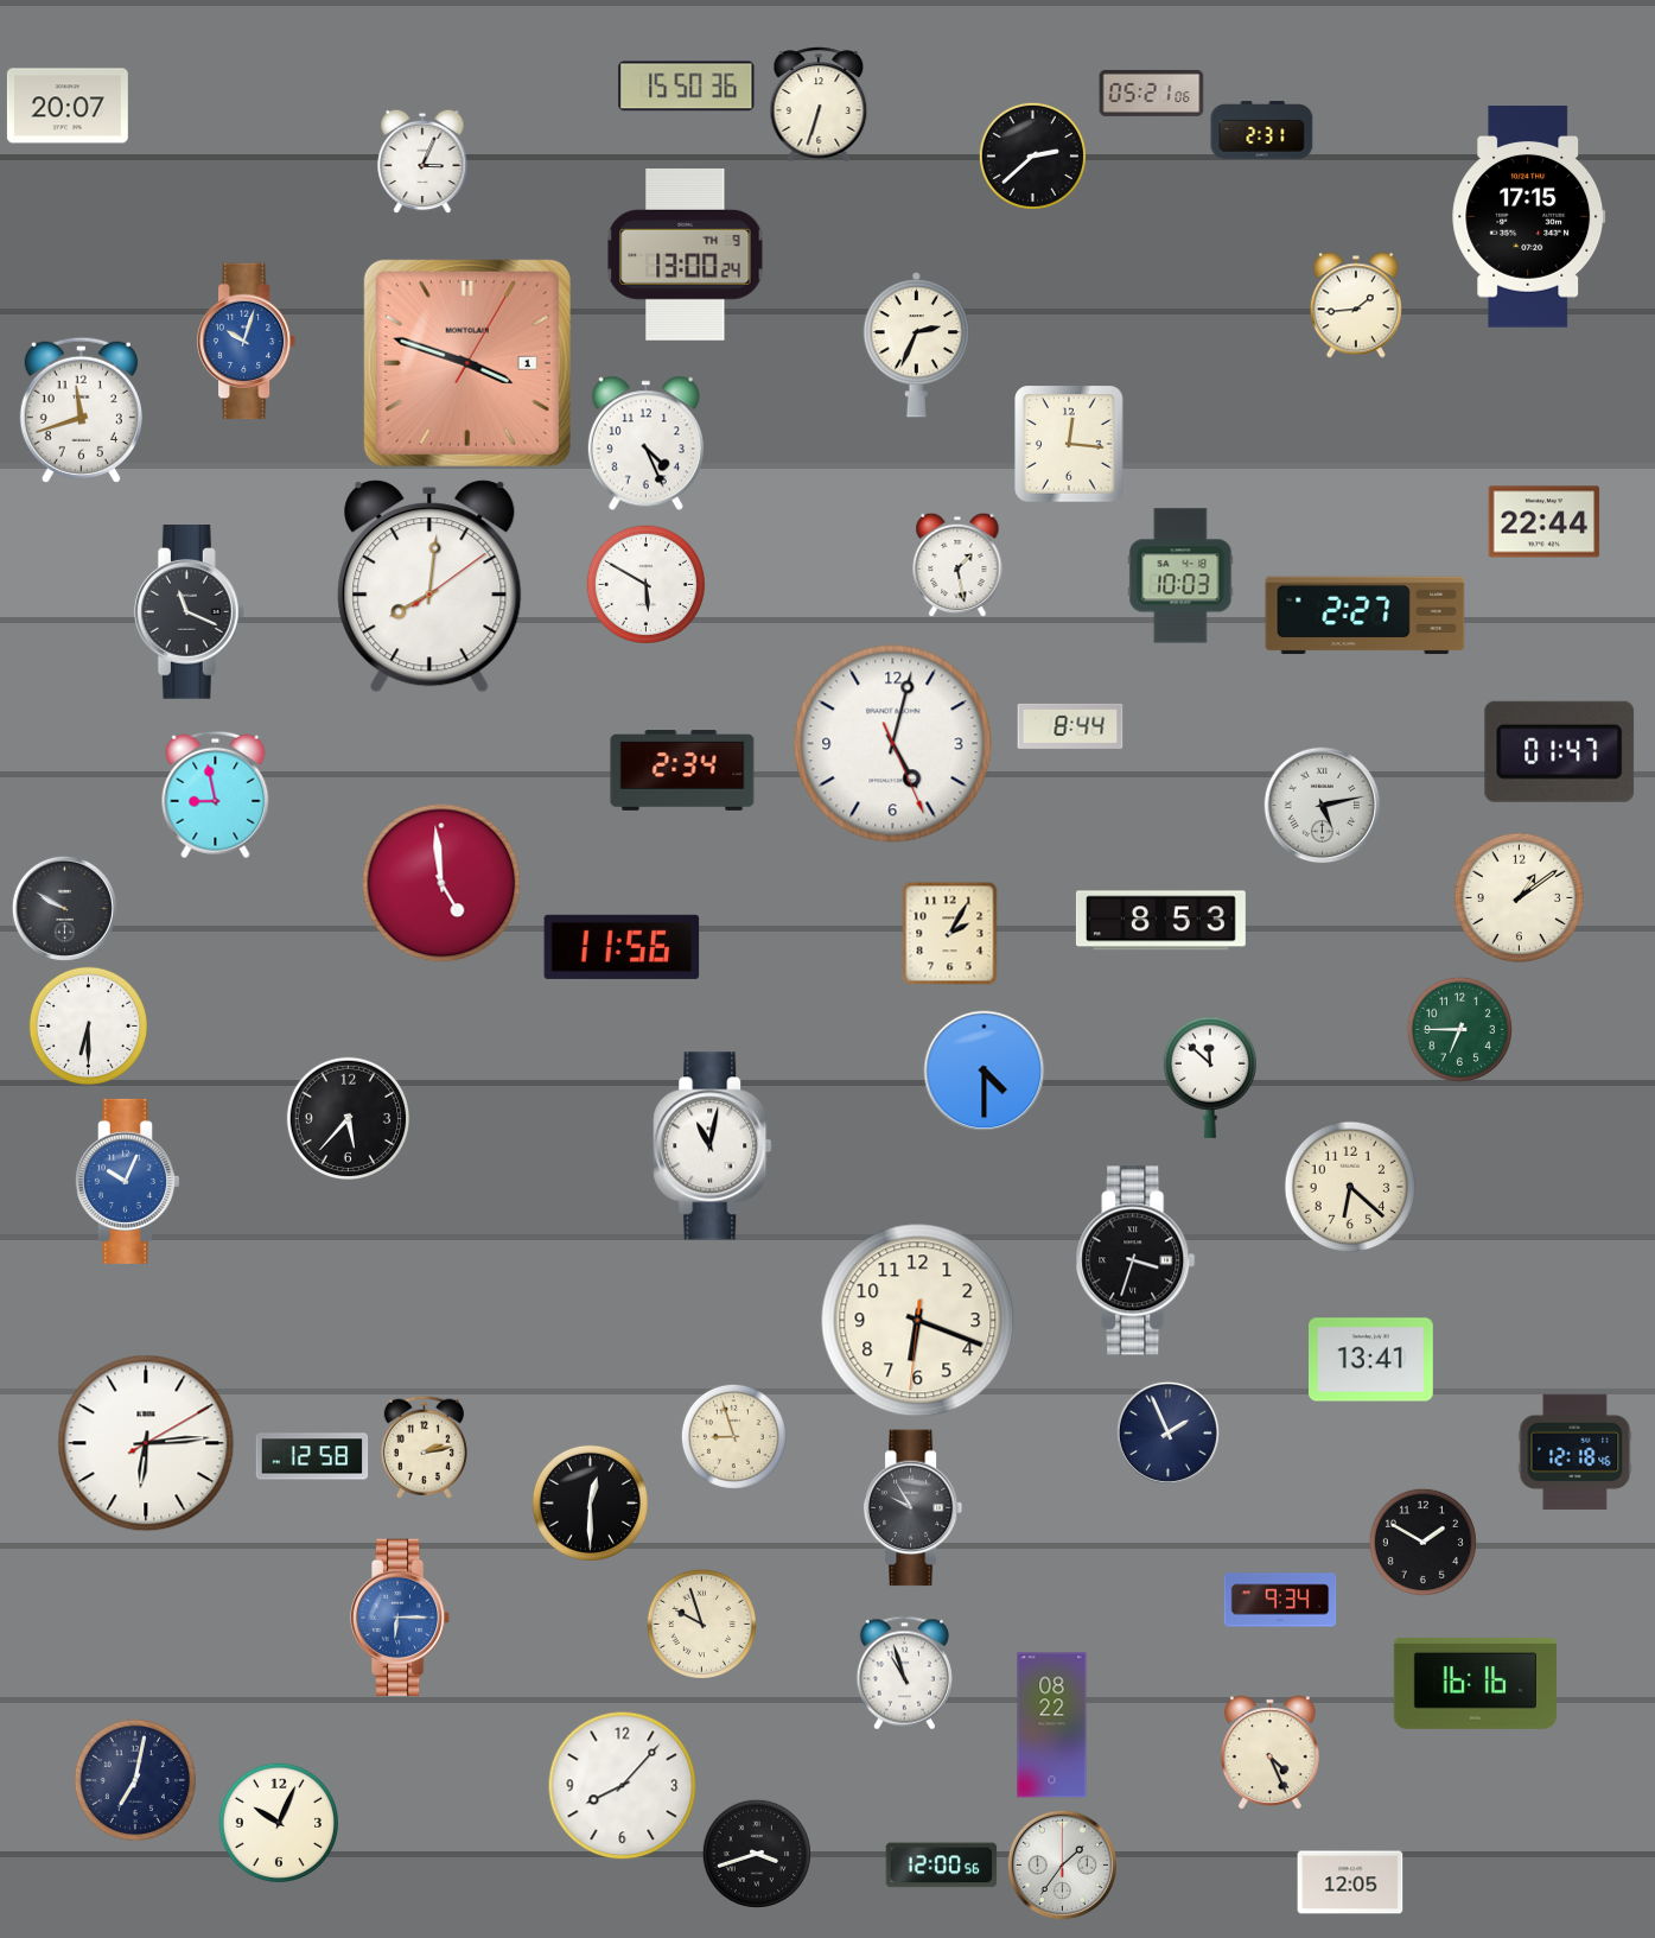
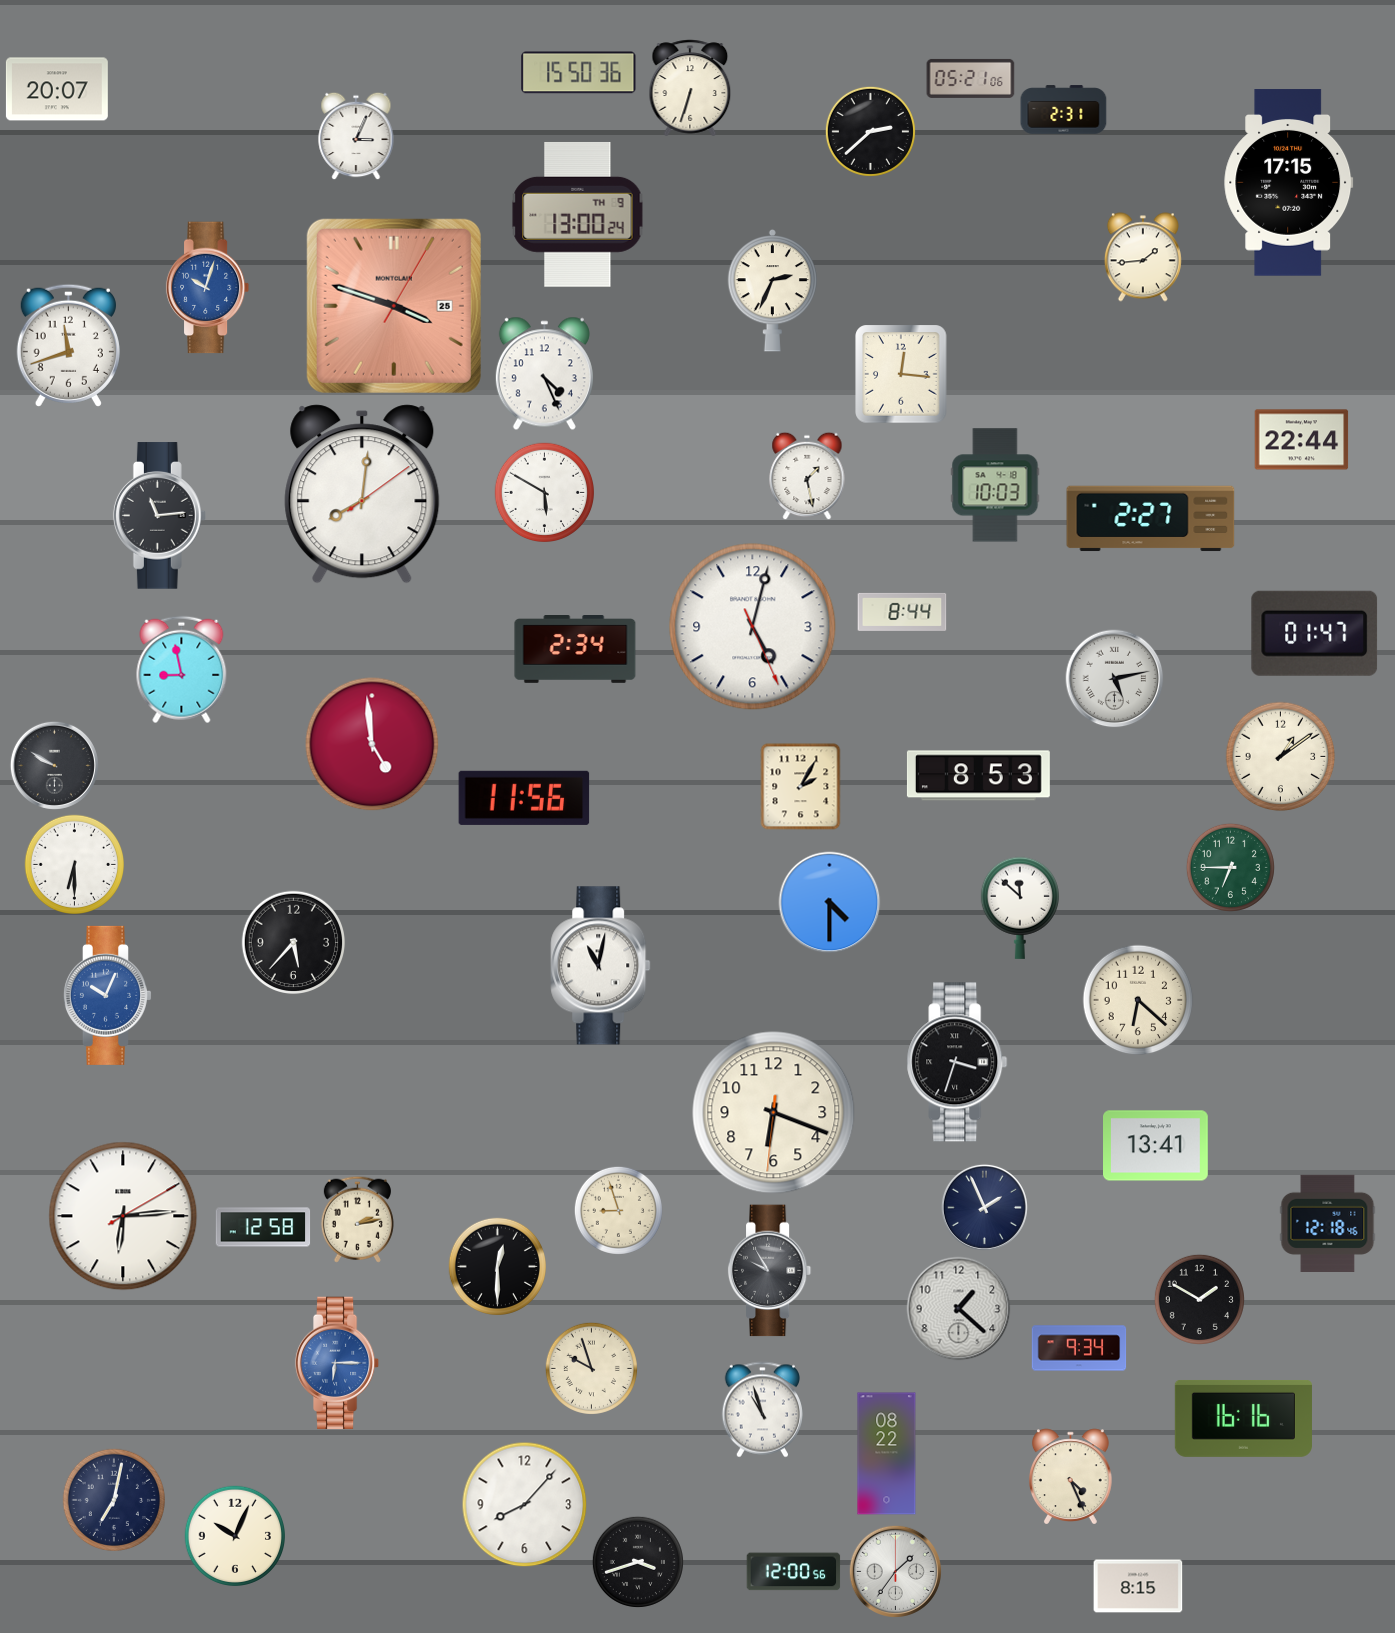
clock at (467, 363) date: 1 -> 25
clock at (189, 612): 11:19 -> 11:14
clock at (959, 1309): none -> 1:22
clock at (1350, 1882): 12:05 -> 8:15
